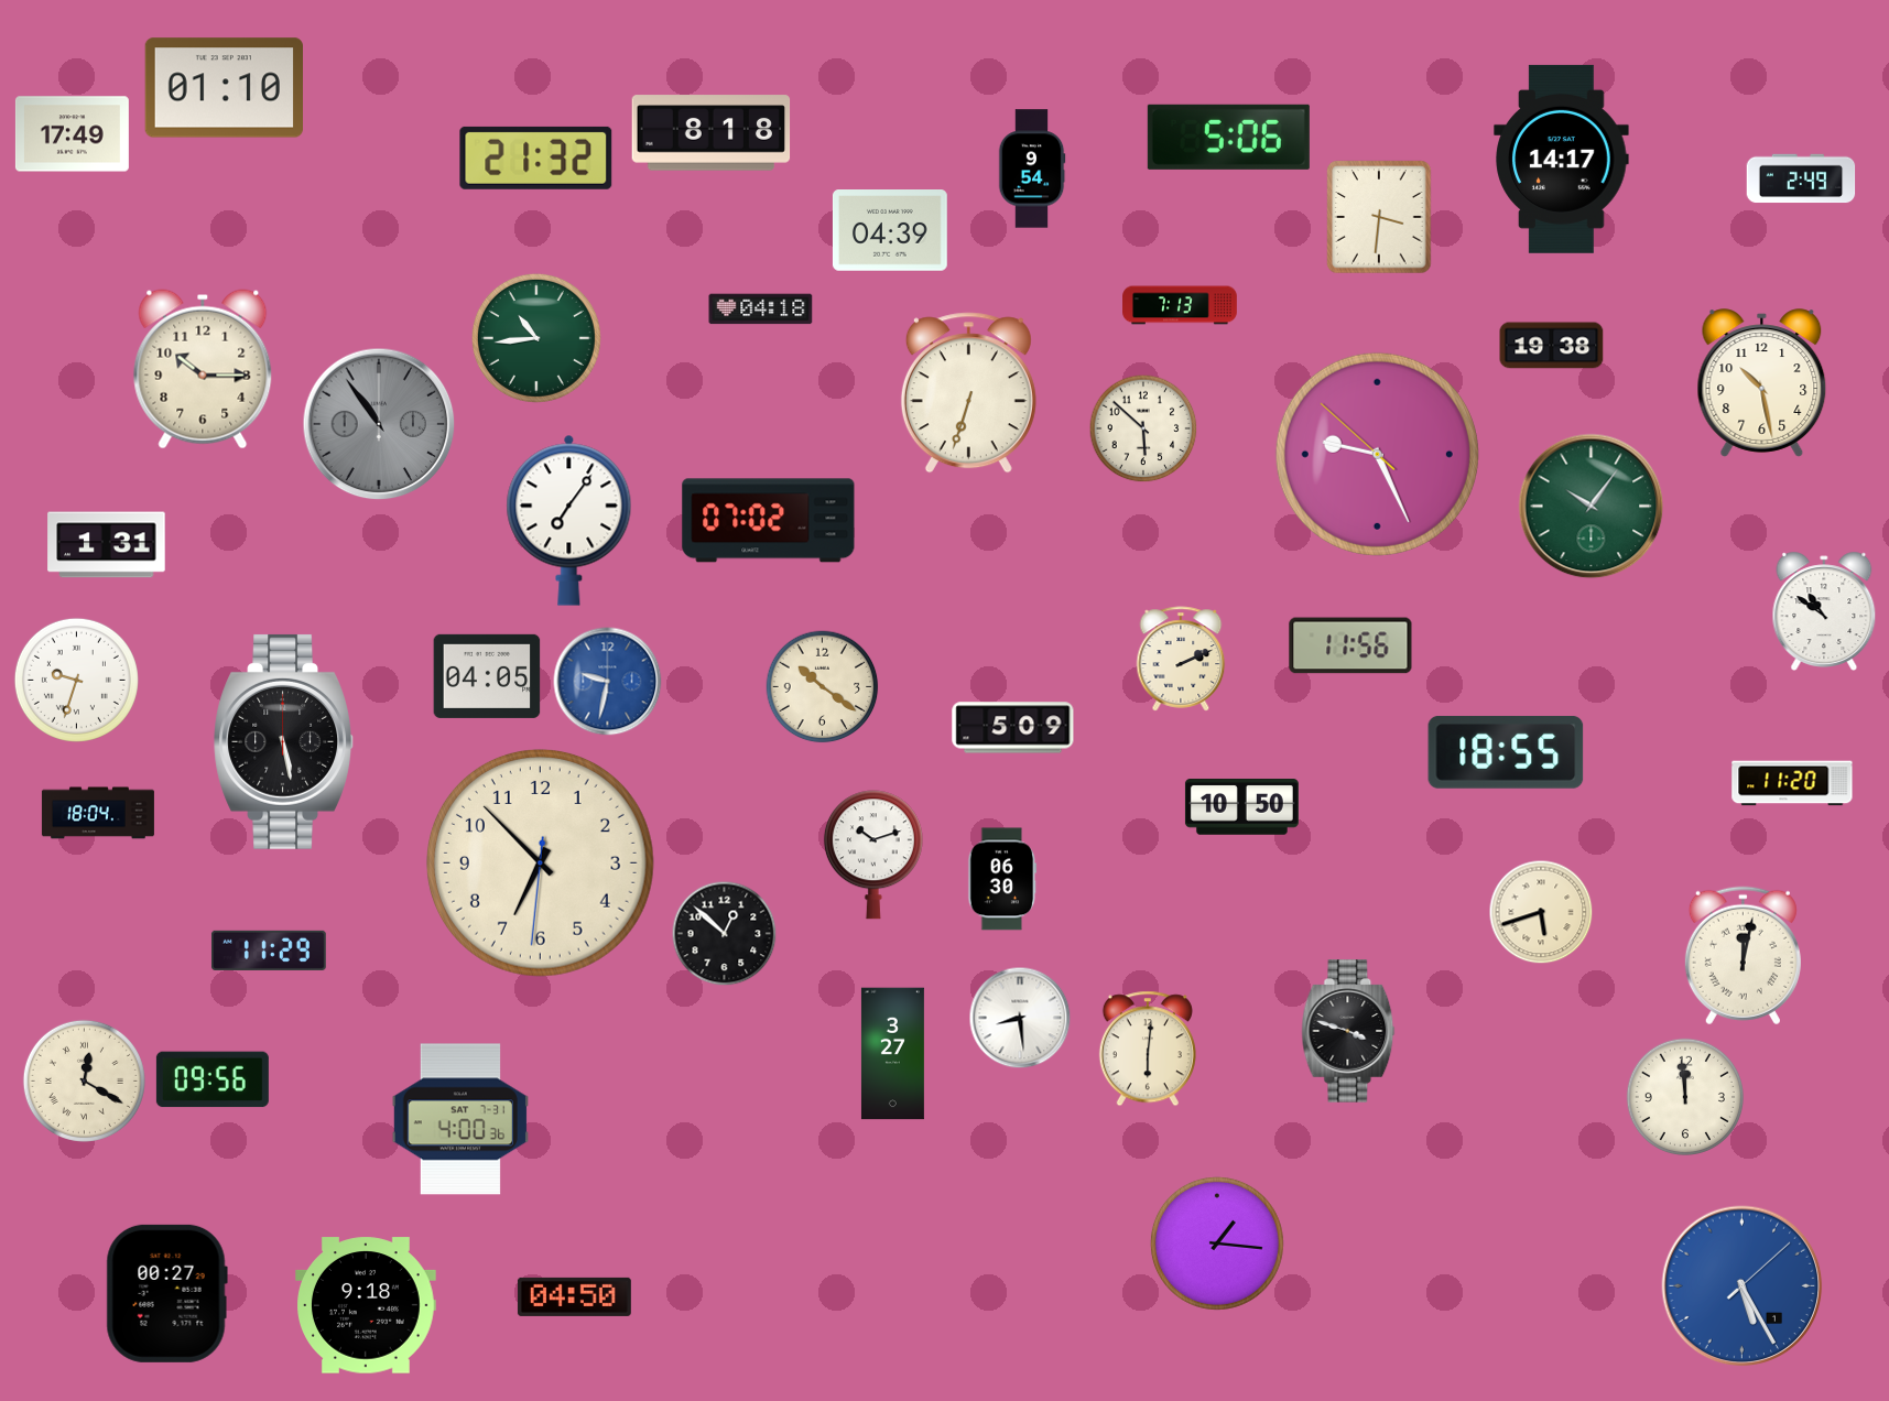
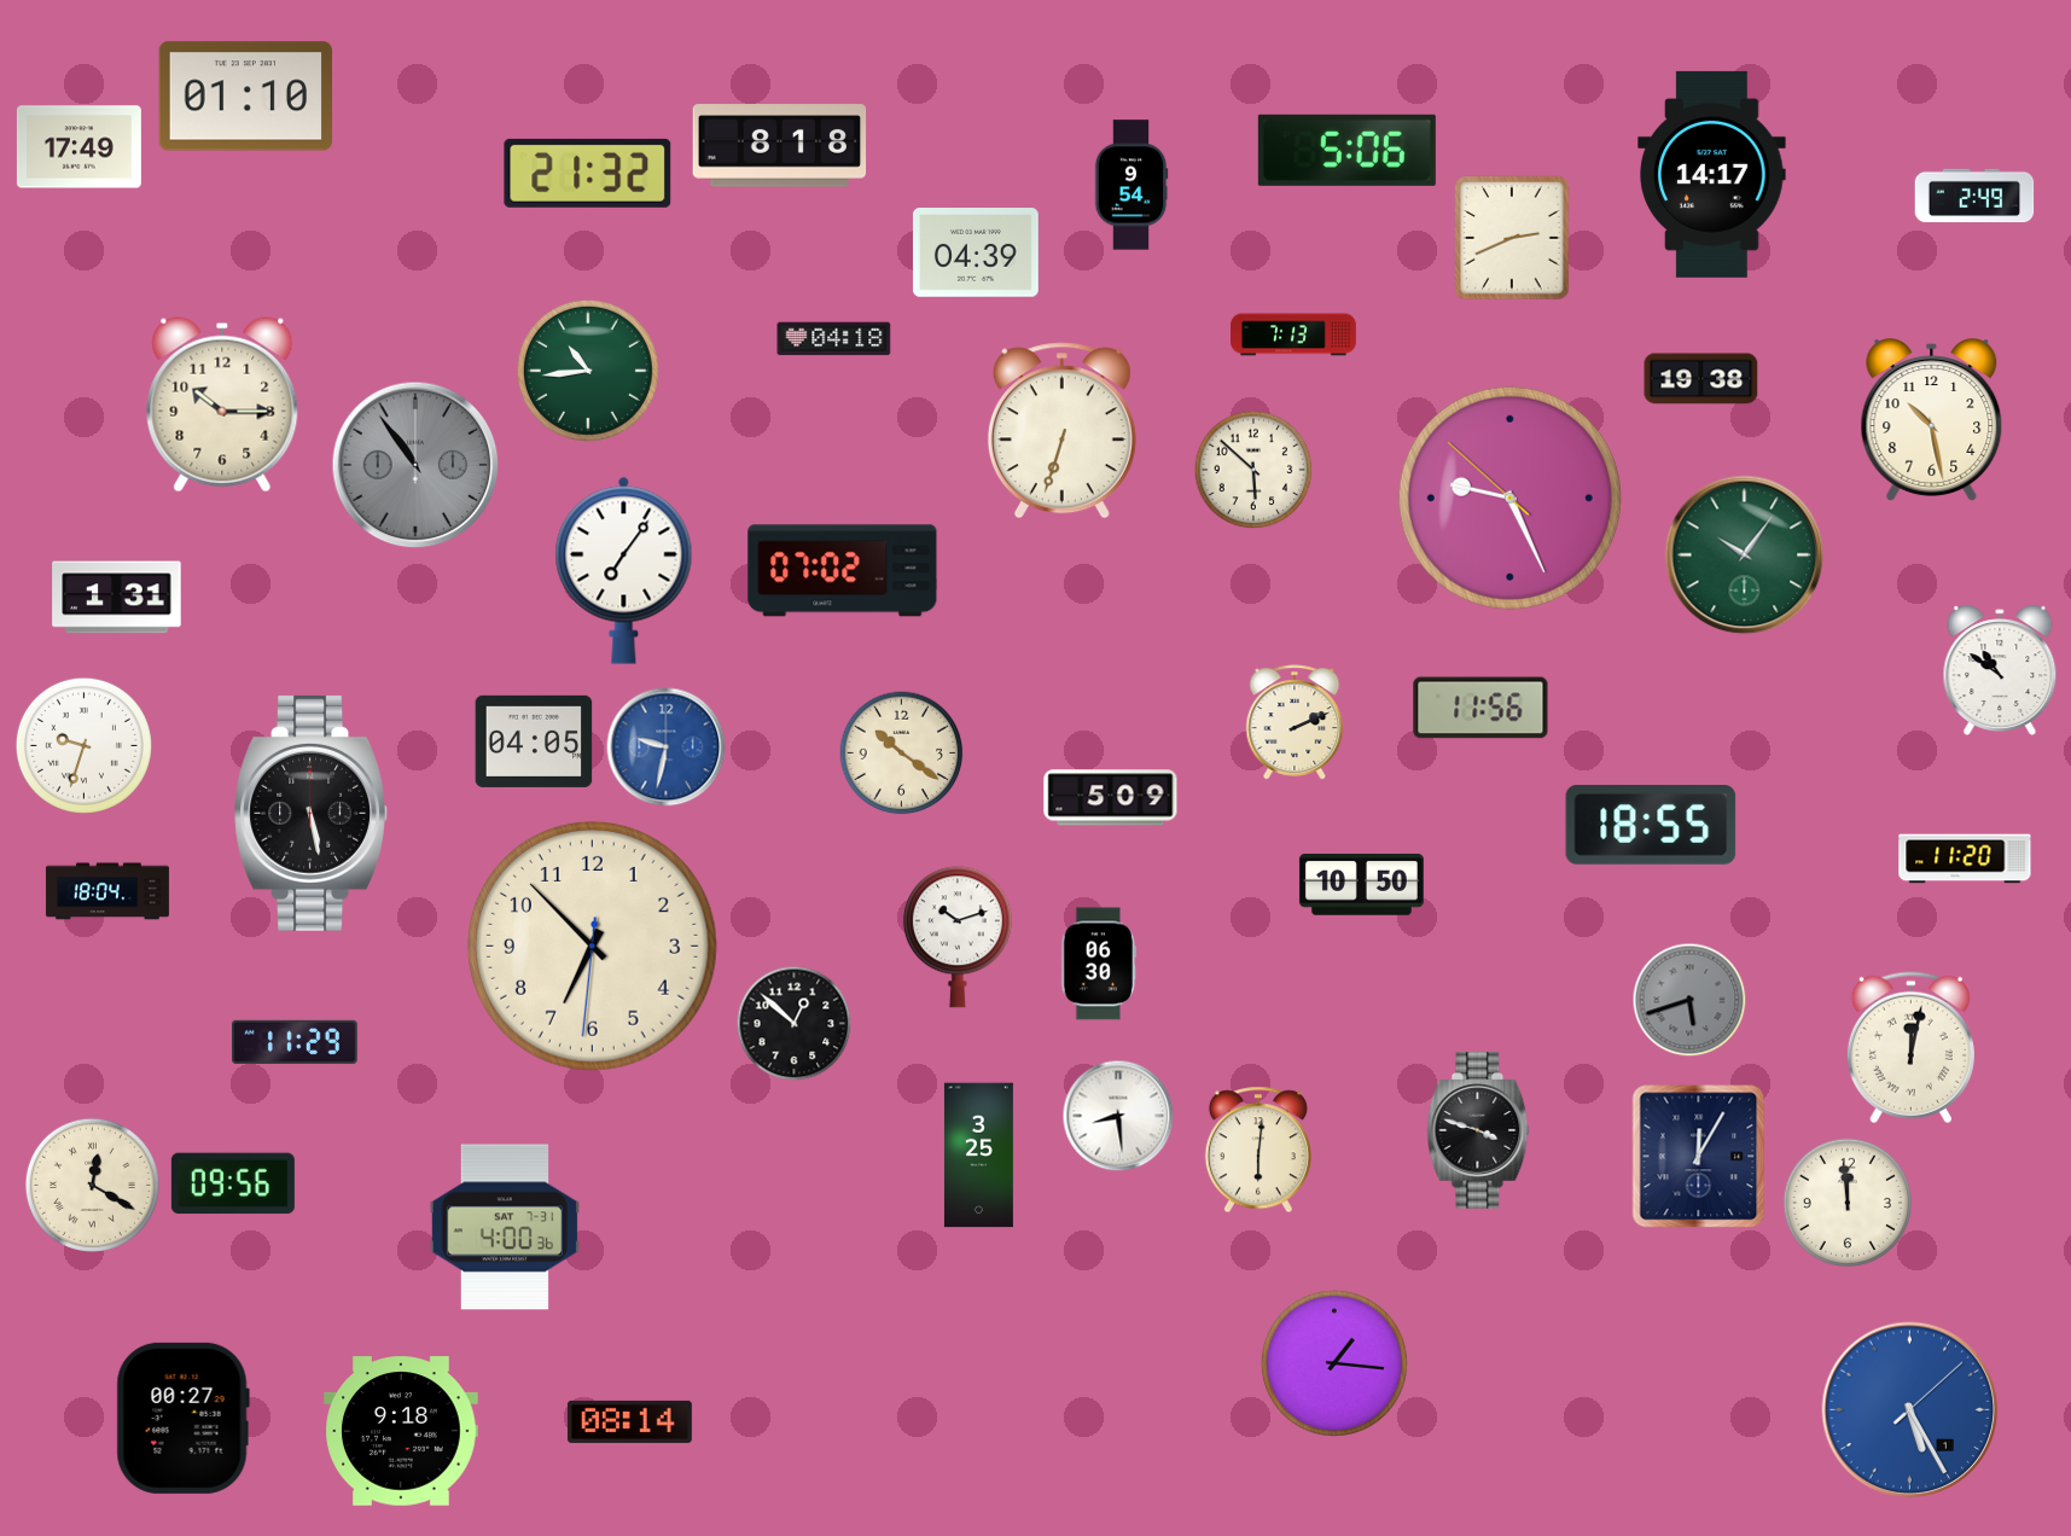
clock at (1379, 217): 3:31 -> 2:41
clock at (1541, 912) dial: cream -> grey
clock at (892, 1054): 3:27 -> 3:25
clock at (1699, 1157): none -> 12:05
clock at (574, 1296): 04:50 -> 08:14
